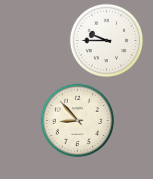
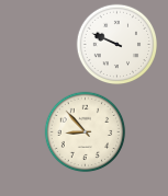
clock at (107, 41): 9:45 -> 9:49
